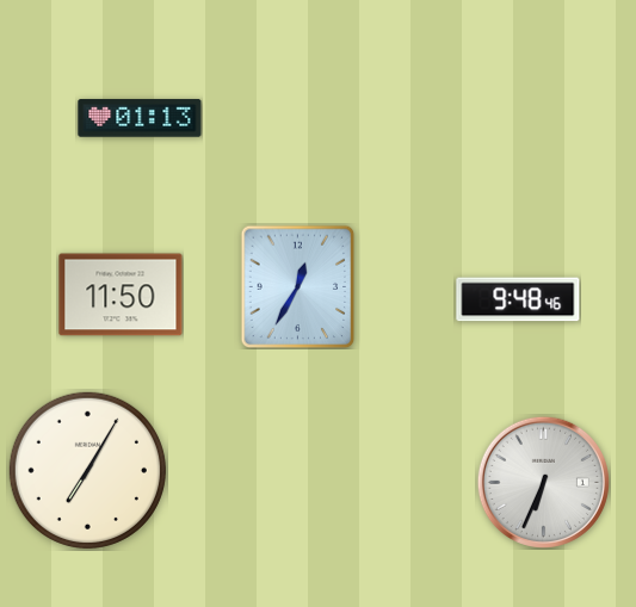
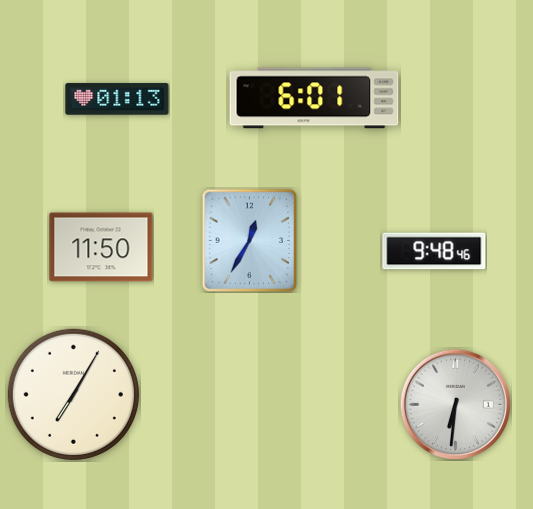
clock at (314, 98): none -> 6:01
clock at (543, 482): 6:34 -> 6:31
